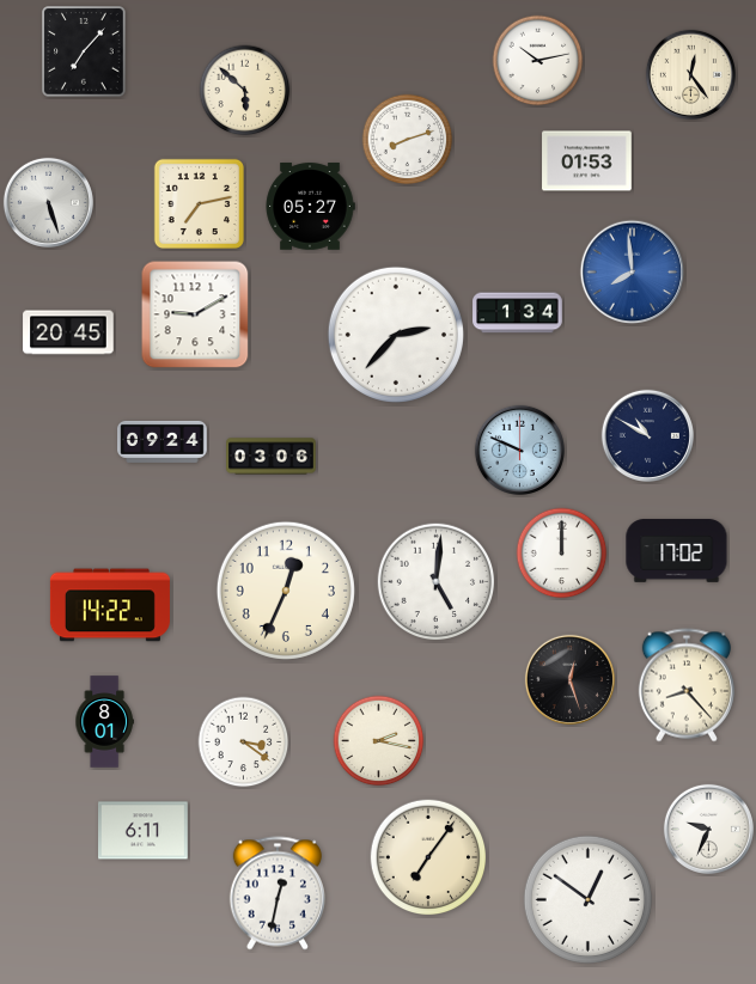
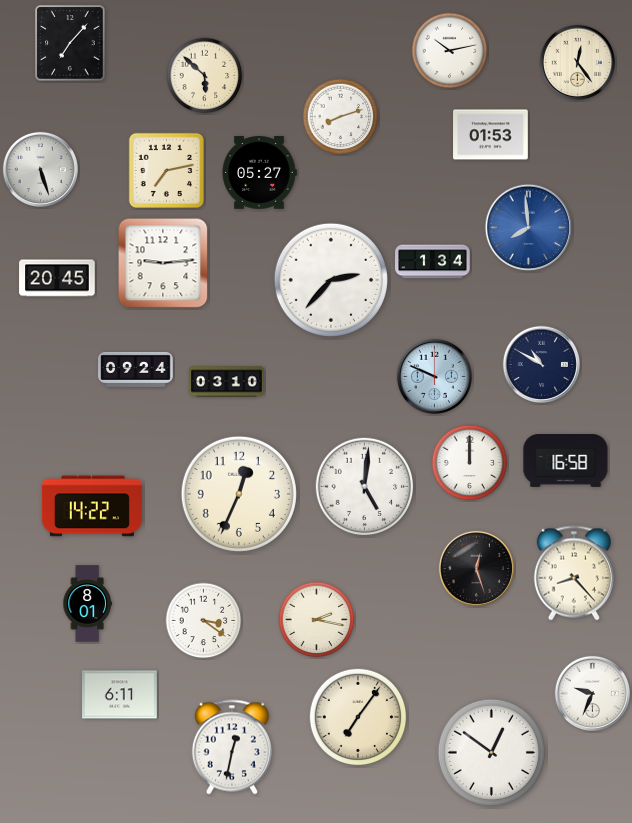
clock at (195, 314): 9:10 -> 9:14
clock at (272, 457): 03:06 -> 03:10
clock at (677, 551): 17:02 -> 16:58
